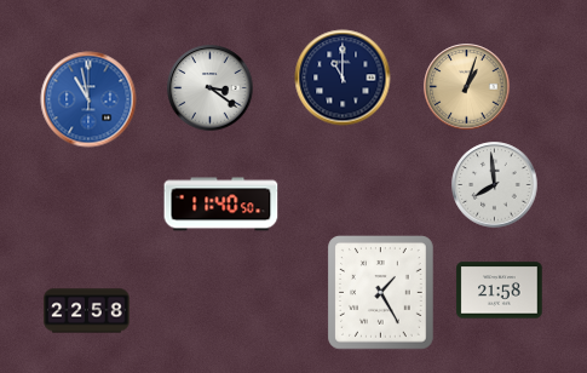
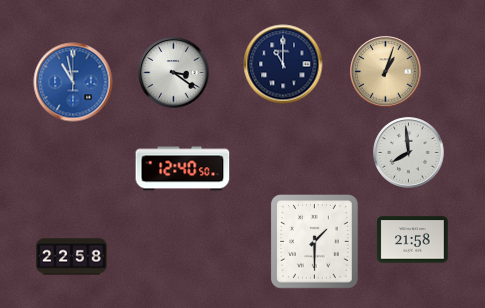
clock at (221, 205): 11:40 -> 12:40
clock at (381, 293): 1:25 -> 1:30
